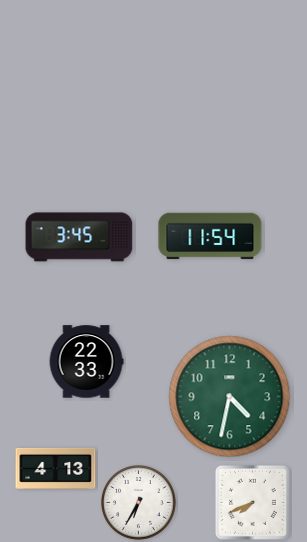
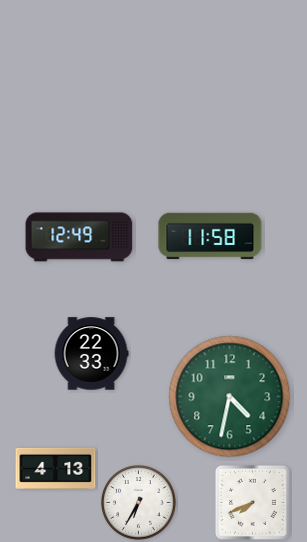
clock at (210, 236): 11:54 -> 11:58
clock at (79, 237): 3:45 -> 12:49
clock at (86, 362) position: (86, 362) -> (91, 354)
